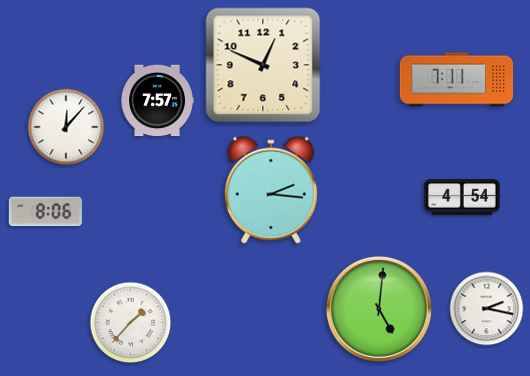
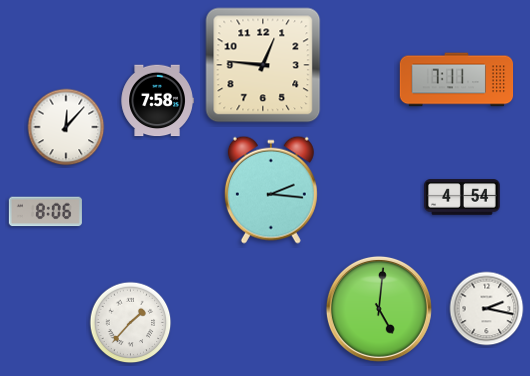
clock at (263, 65): 12:49 -> 12:46
clock at (157, 101): 7:57 -> 7:58
